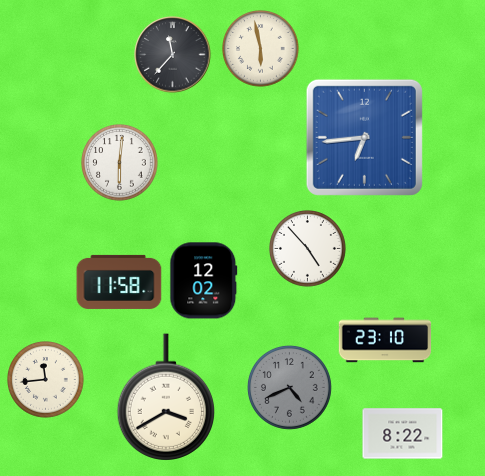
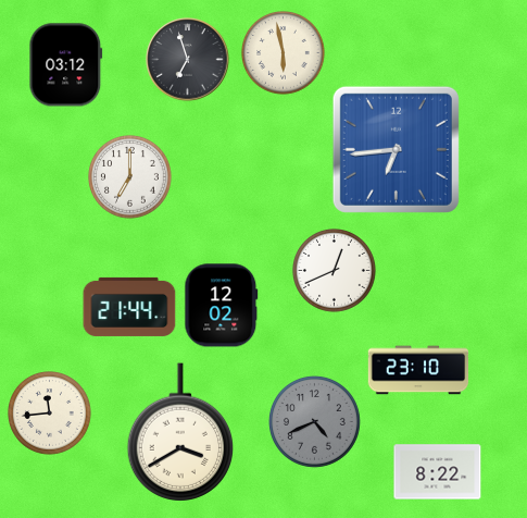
clock at (173, 55): 11:37 -> 6:57
clock at (66, 65): none -> 03:12
clock at (120, 163): 6:01 -> 7:00
clock at (308, 249): 4:53 -> 12:41
clock at (119, 282): 11:58 -> 21:44
